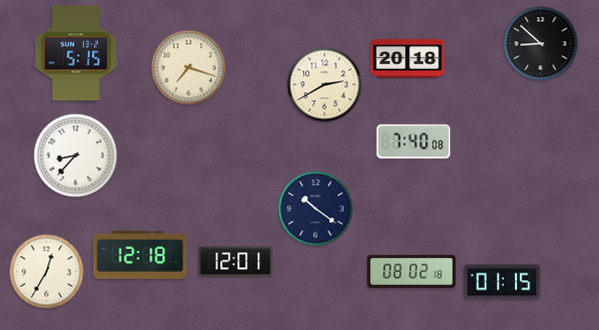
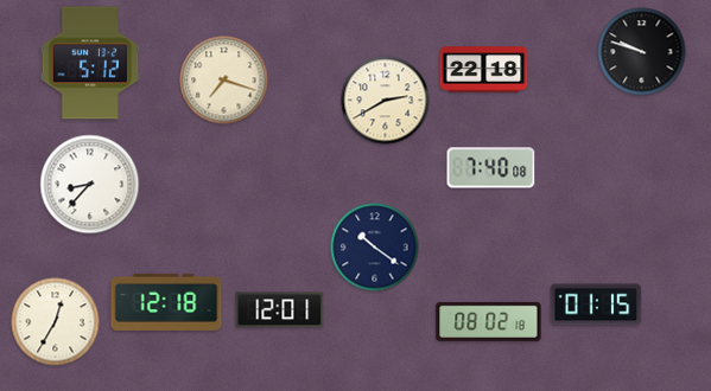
clock at (541, 44): 8:52 -> 9:48
clock at (76, 53): 5:15 -> 5:12
clock at (408, 59): 20:18 -> 22:18
clock at (502, 282) position: (502, 282) -> (596, 305)
